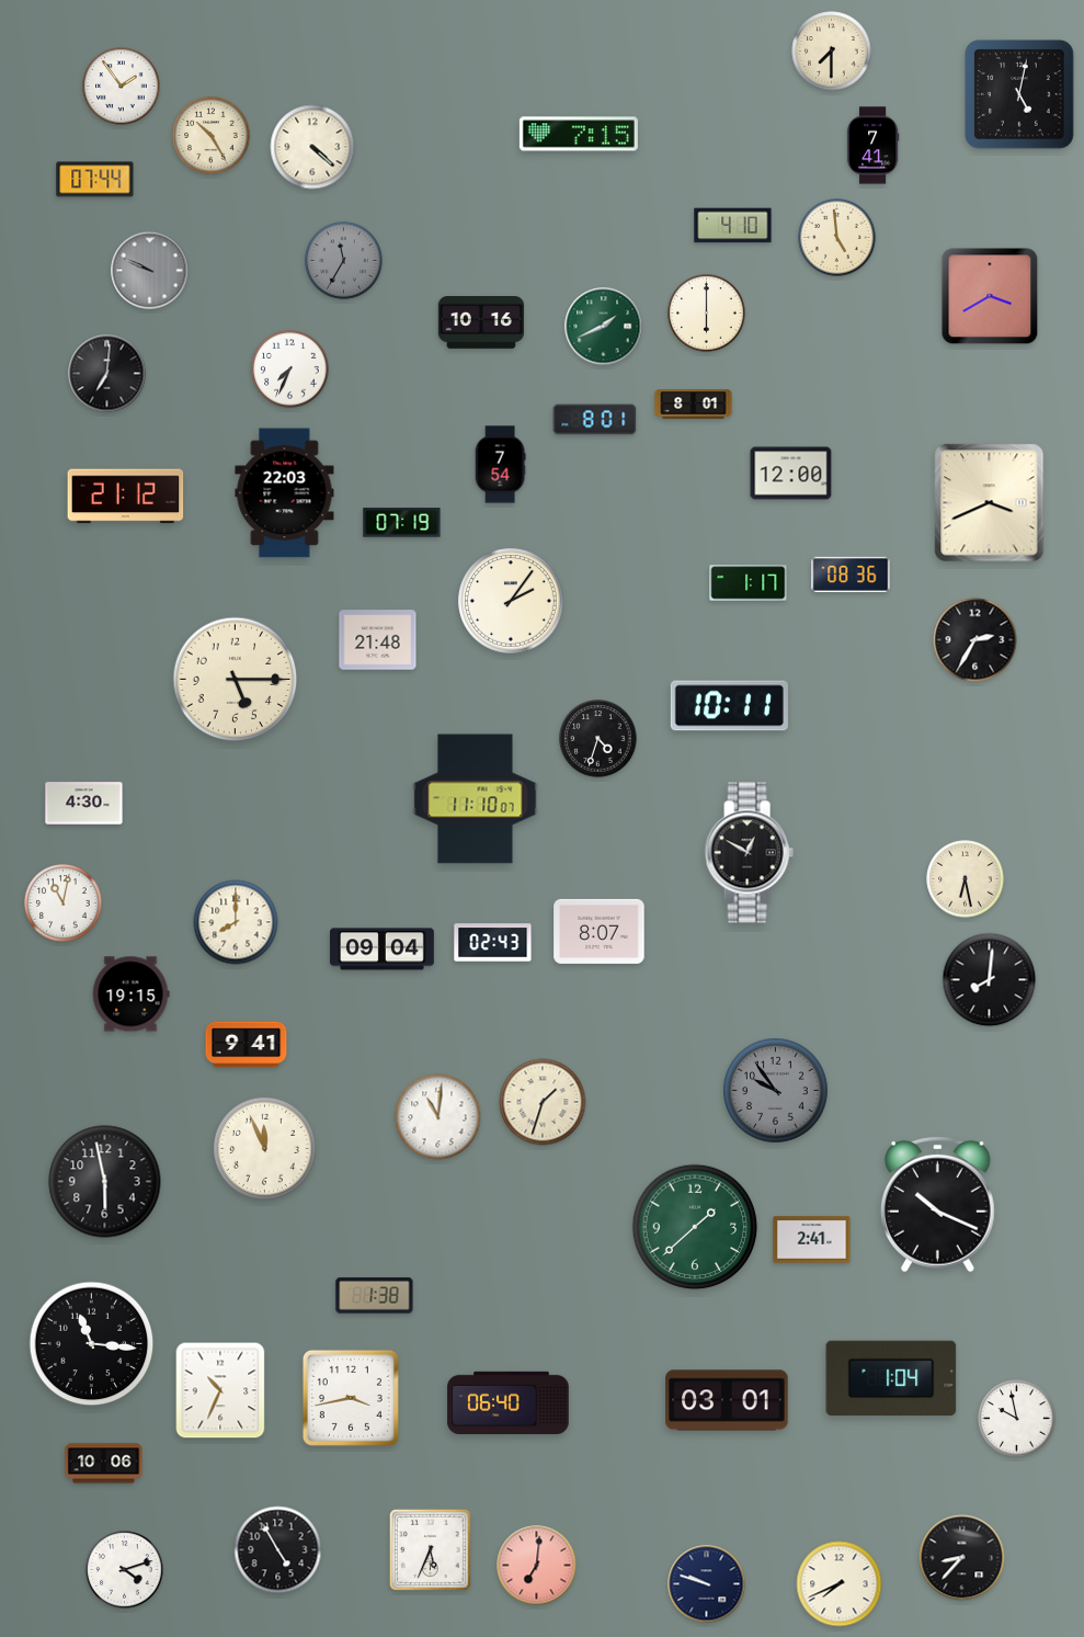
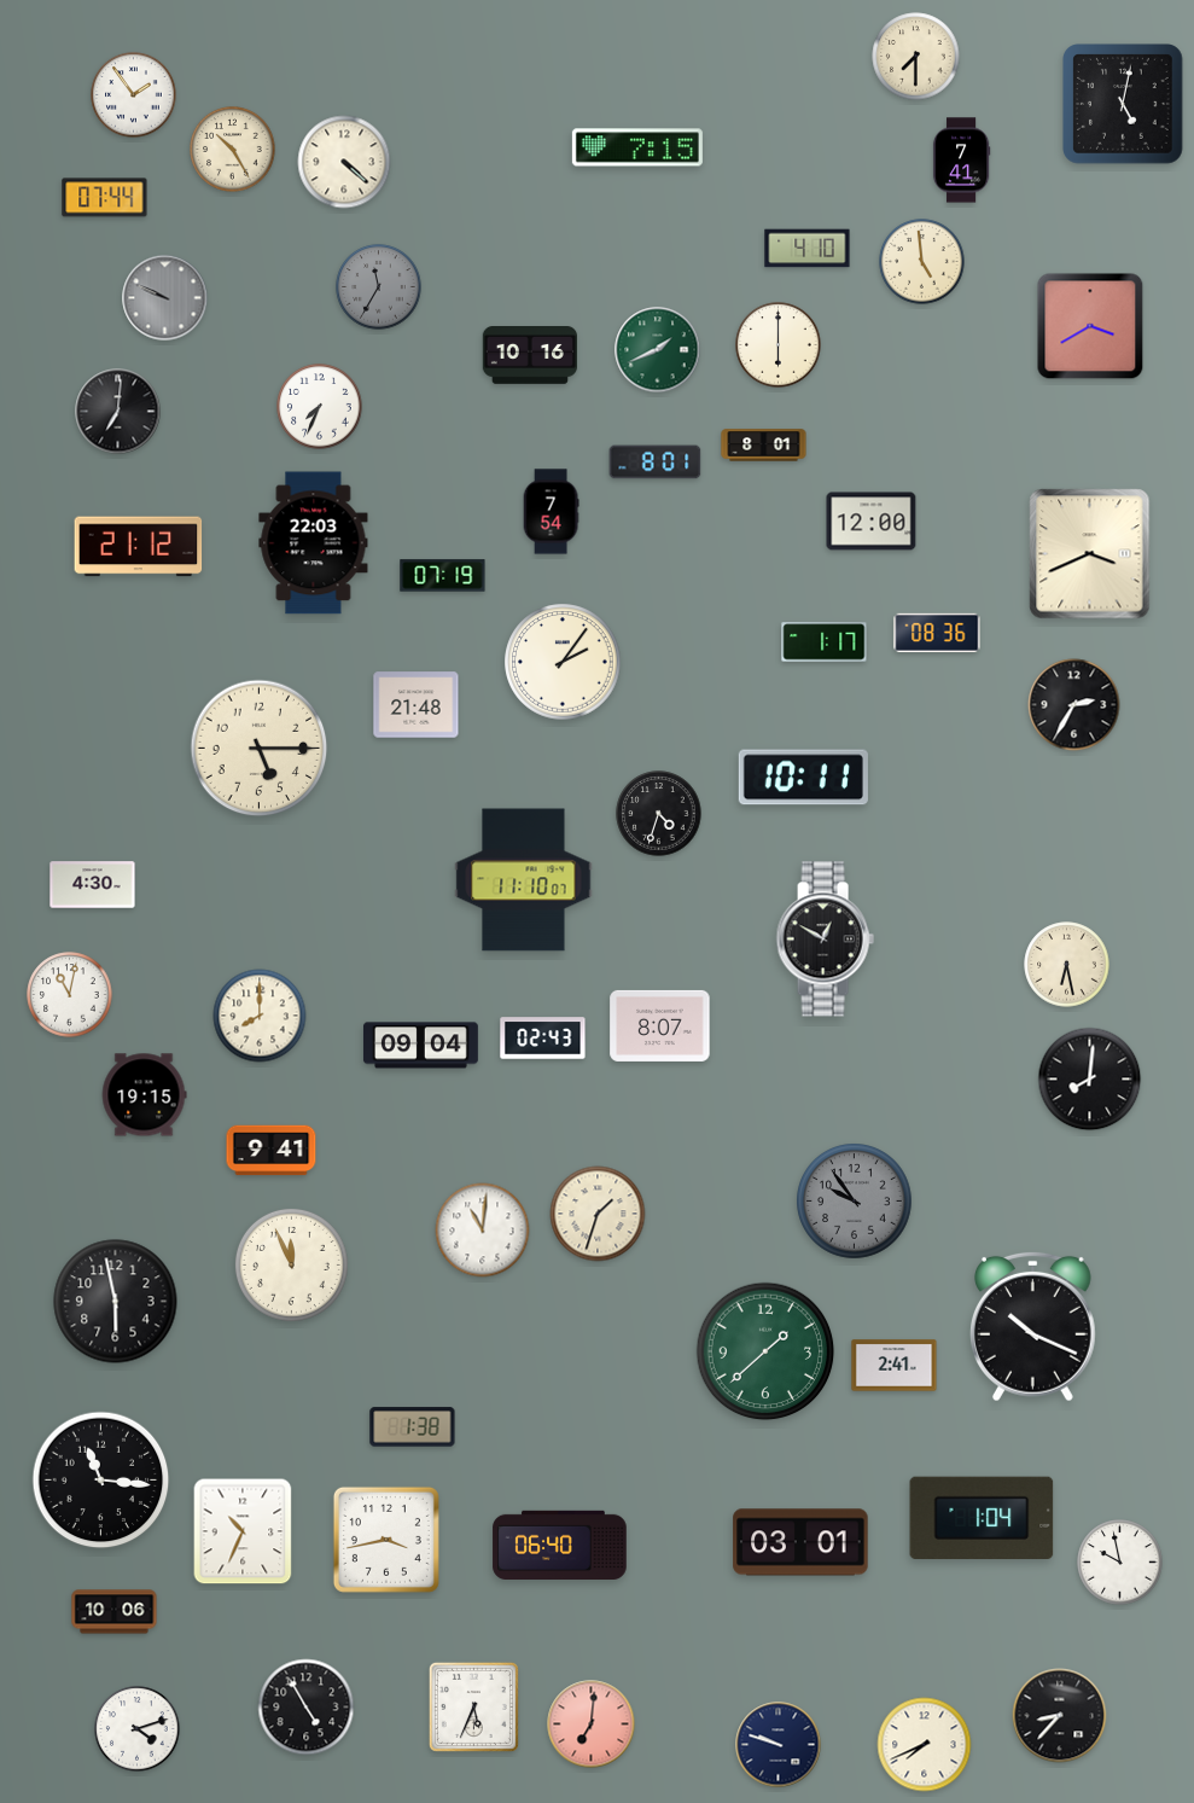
clock at (604, 327) position: (604, 327) -> (658, 350)
clock at (966, 879) position: (966, 879) -> (1067, 965)
